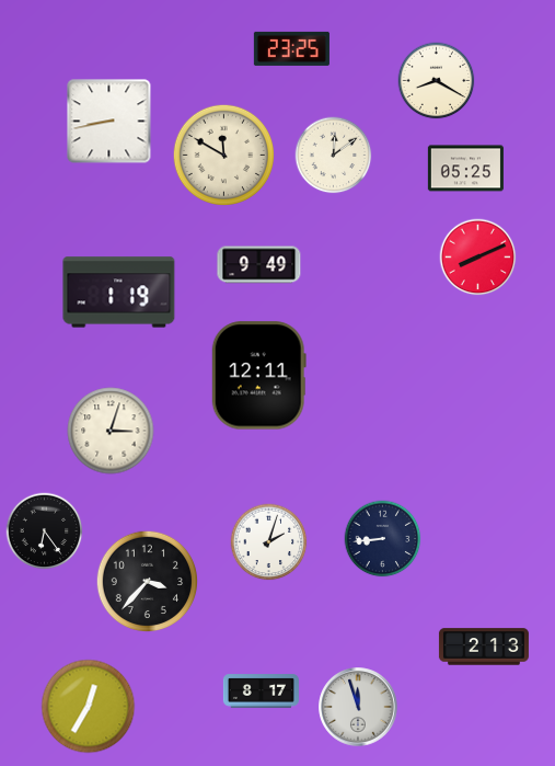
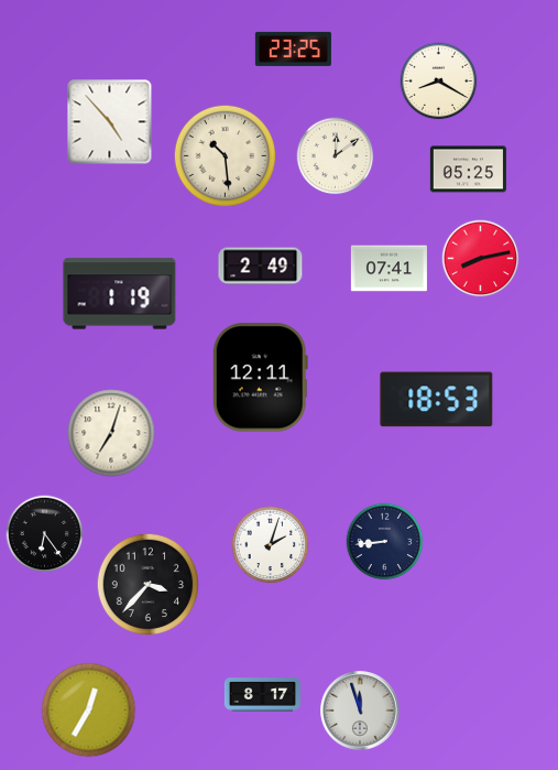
clock at (109, 122): 8:43 -> 4:53
clock at (223, 155): 11:50 -> 10:29
clock at (478, 258): 8:11 -> 8:13
clock at (259, 265): 9:49 -> 2:49
clock at (389, 269): none -> 07:41
clock at (437, 400): none -> 18:53
clock at (111, 431): 3:03 -> 7:03
clock at (484, 647): 2:13 -> none
